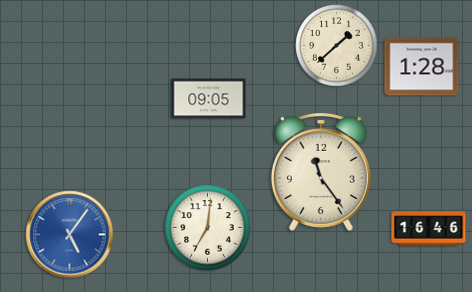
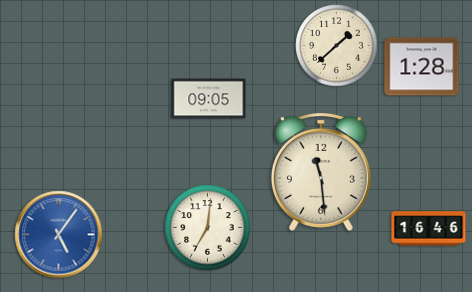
clock at (321, 173): 11:24 -> 11:29
clock at (70, 235) position: (70, 235) -> (59, 235)
